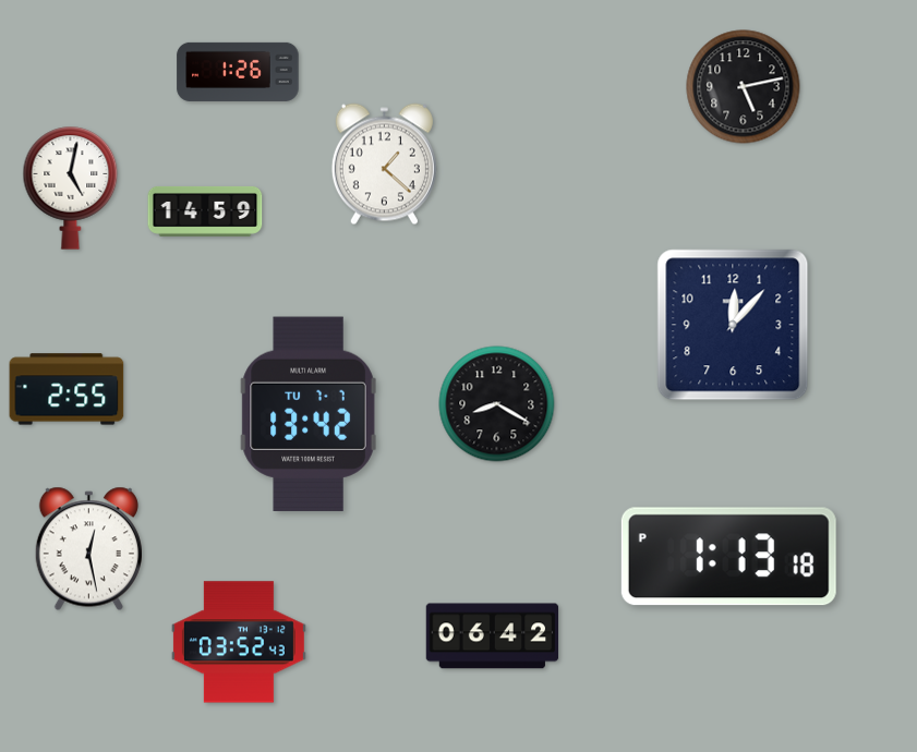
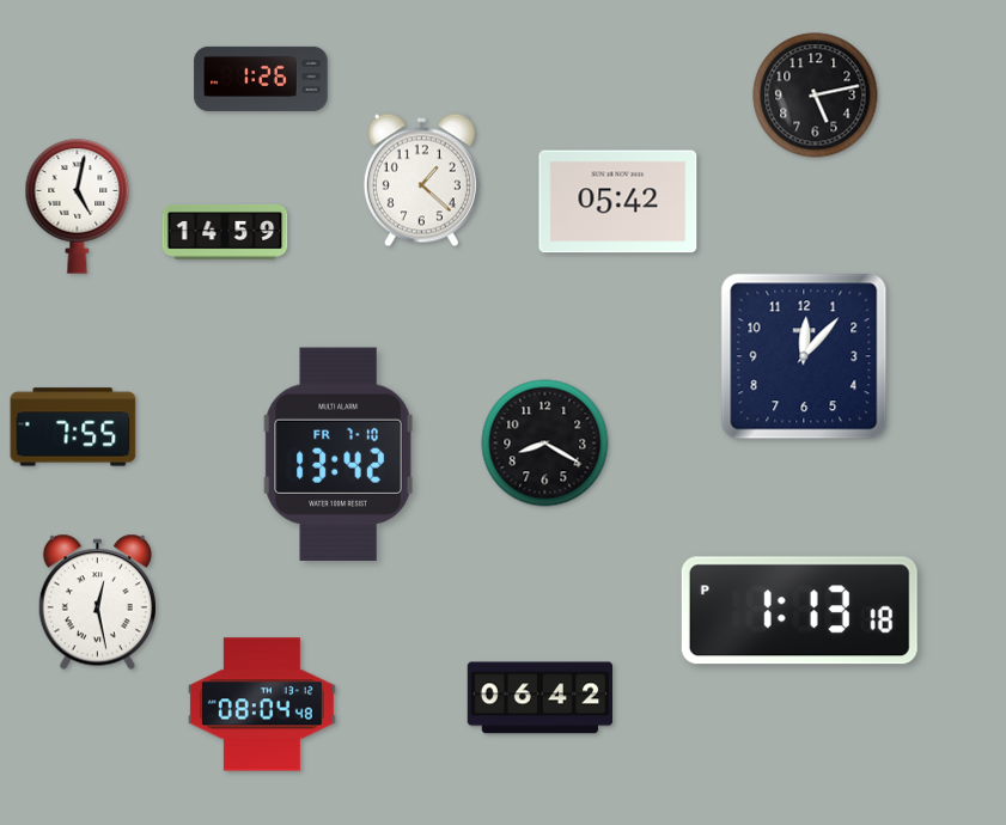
clock at (618, 202): none -> 05:42
clock at (67, 389): 2:55 -> 7:55
clock at (309, 414) date: TU 7-7 -> FR 7-10
clock at (239, 642): 03:52 -> 08:04
